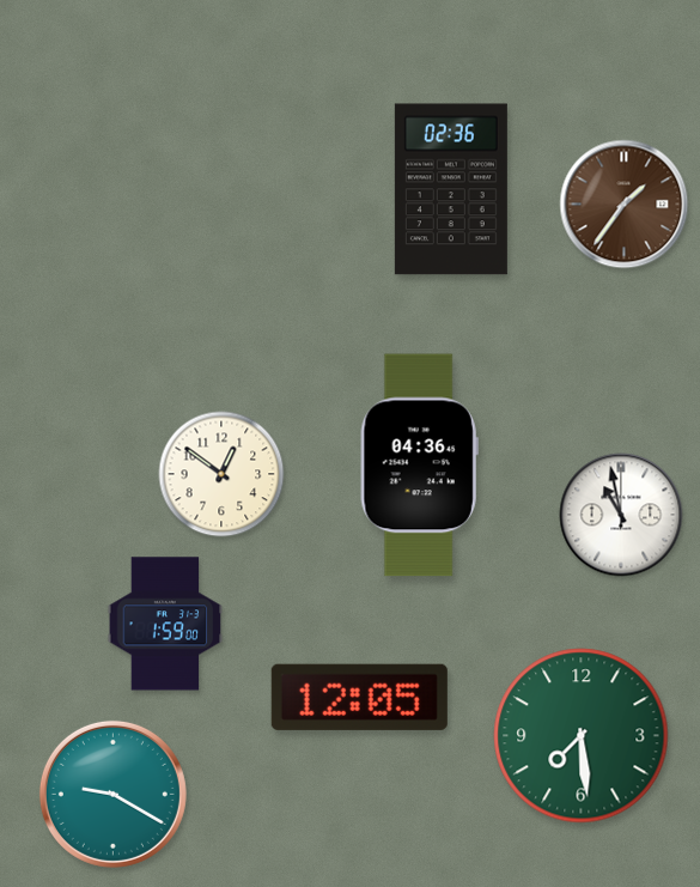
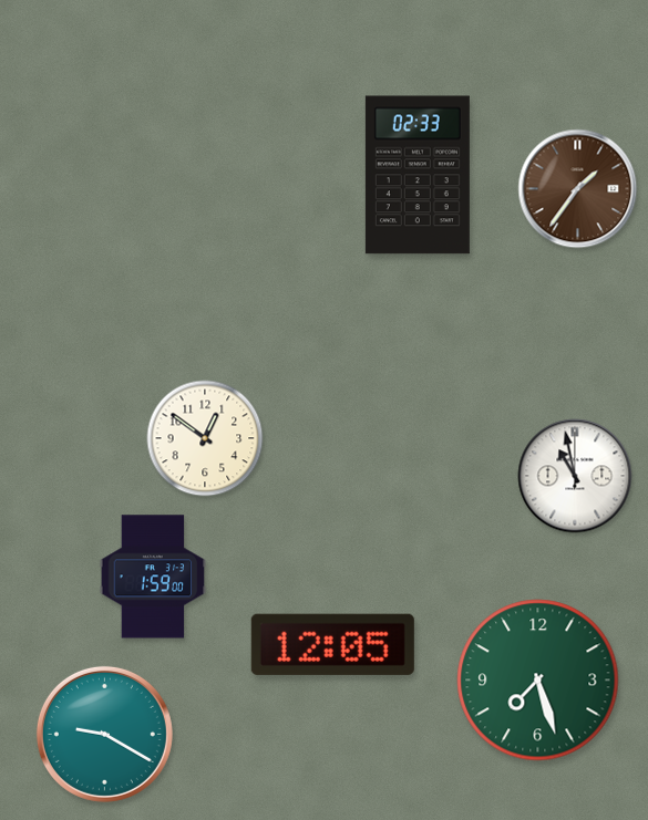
clock at (451, 189): 02:36 -> 02:33
clock at (419, 466): 04:36 -> none
clock at (582, 736): 7:29 -> 7:27
